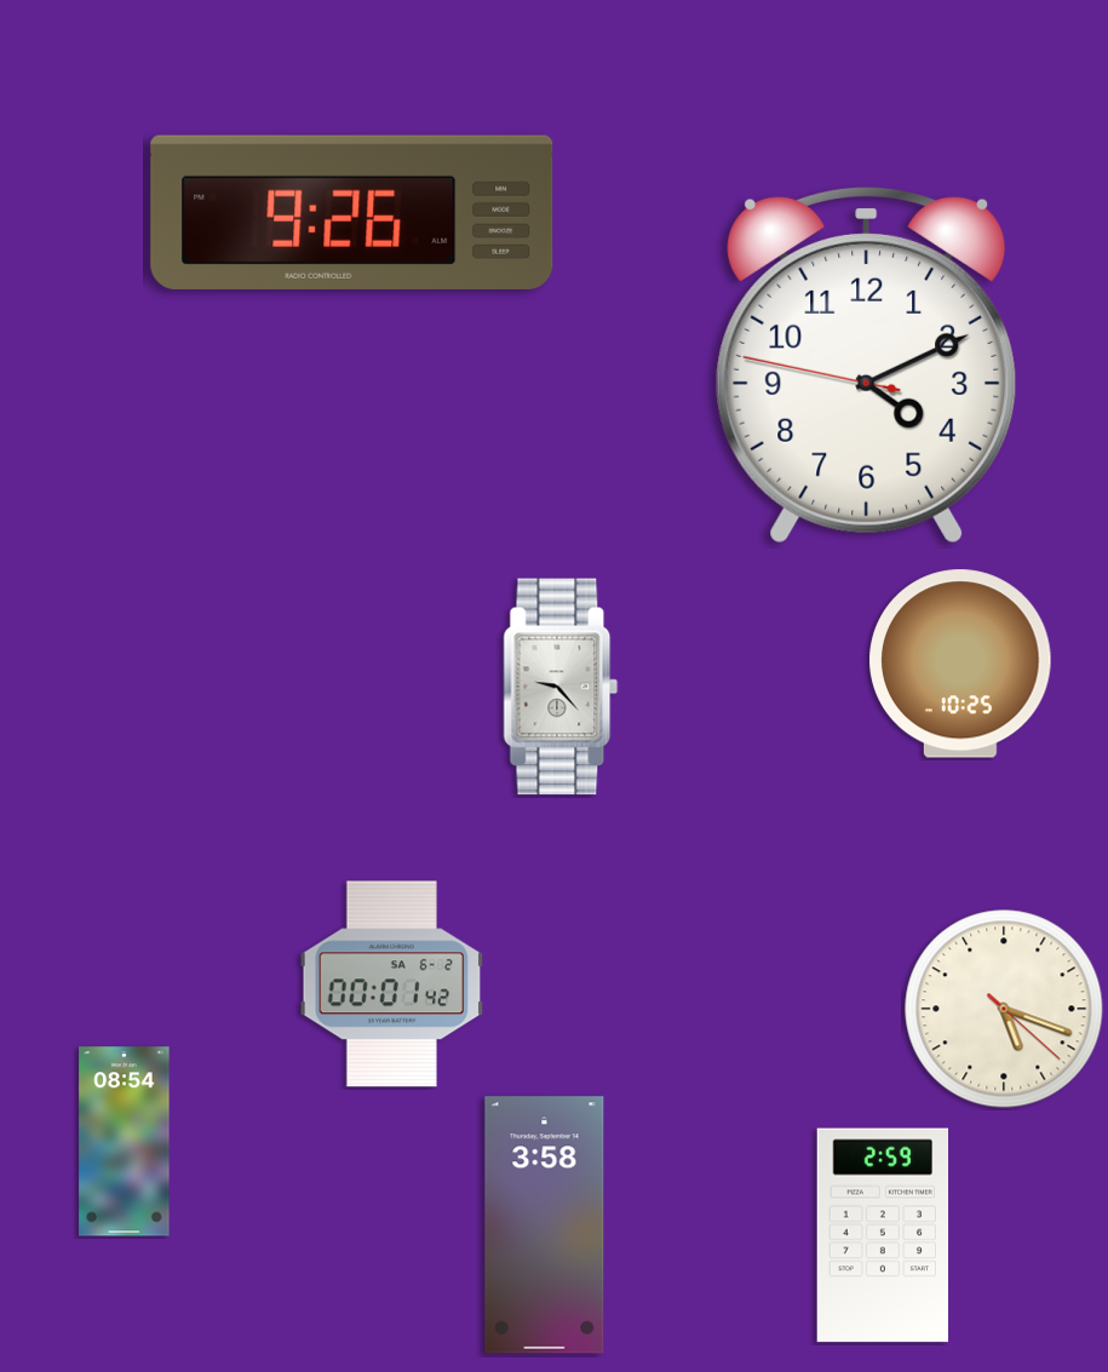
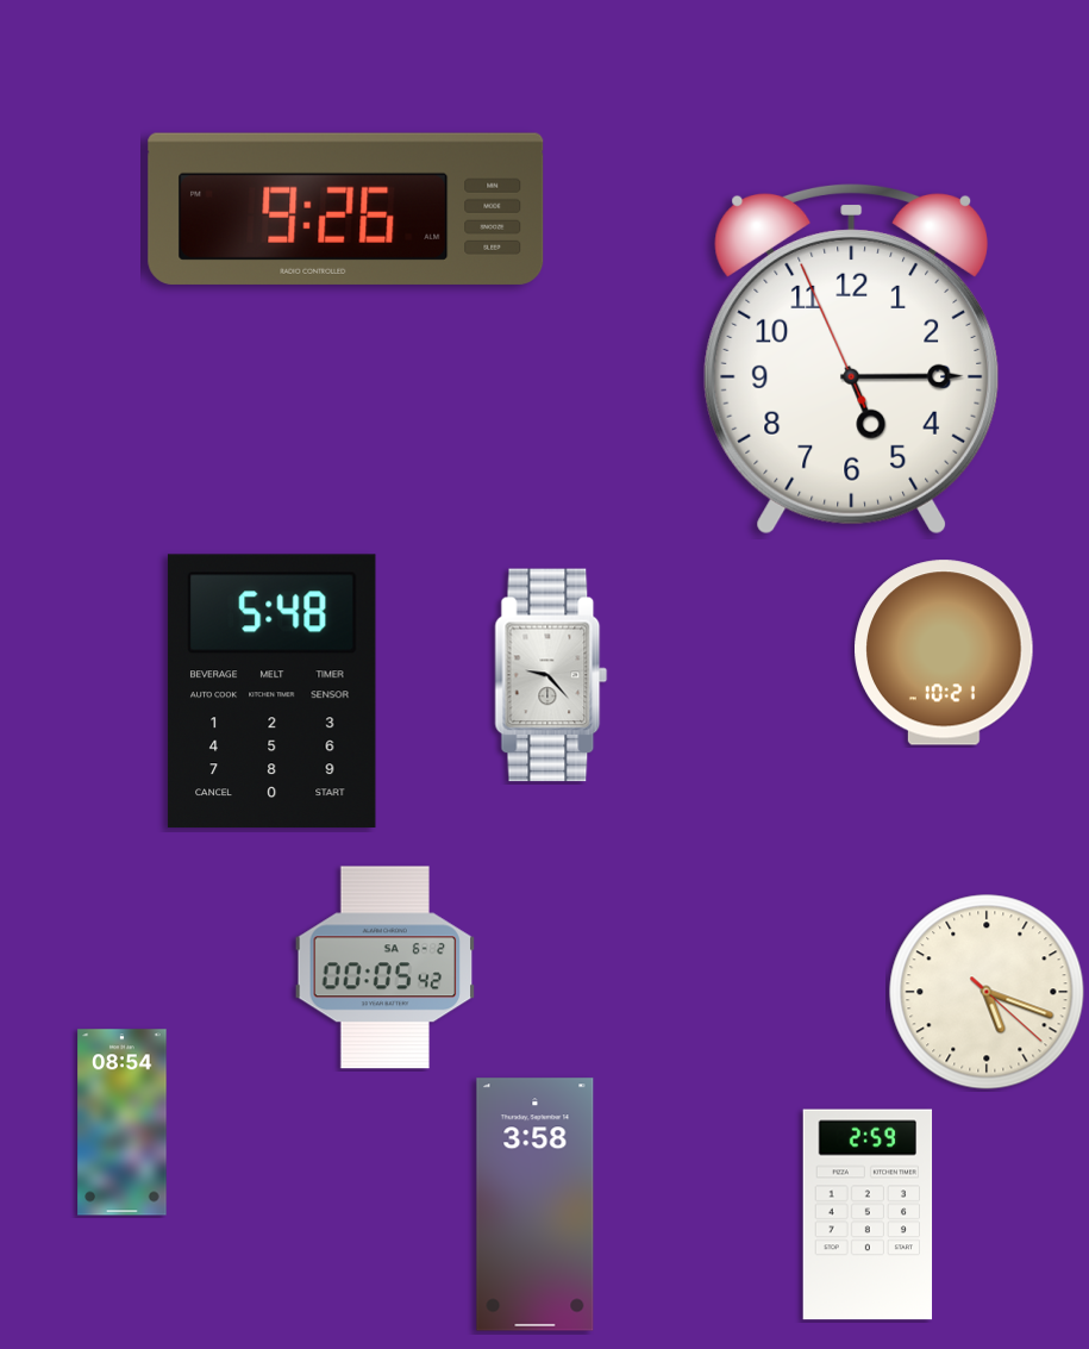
clock at (866, 364): 4:10 -> 5:14
clock at (960, 664): 10:25 -> 10:21
clock at (271, 692): none -> 5:48
clock at (392, 984): 00:01 -> 00:05
